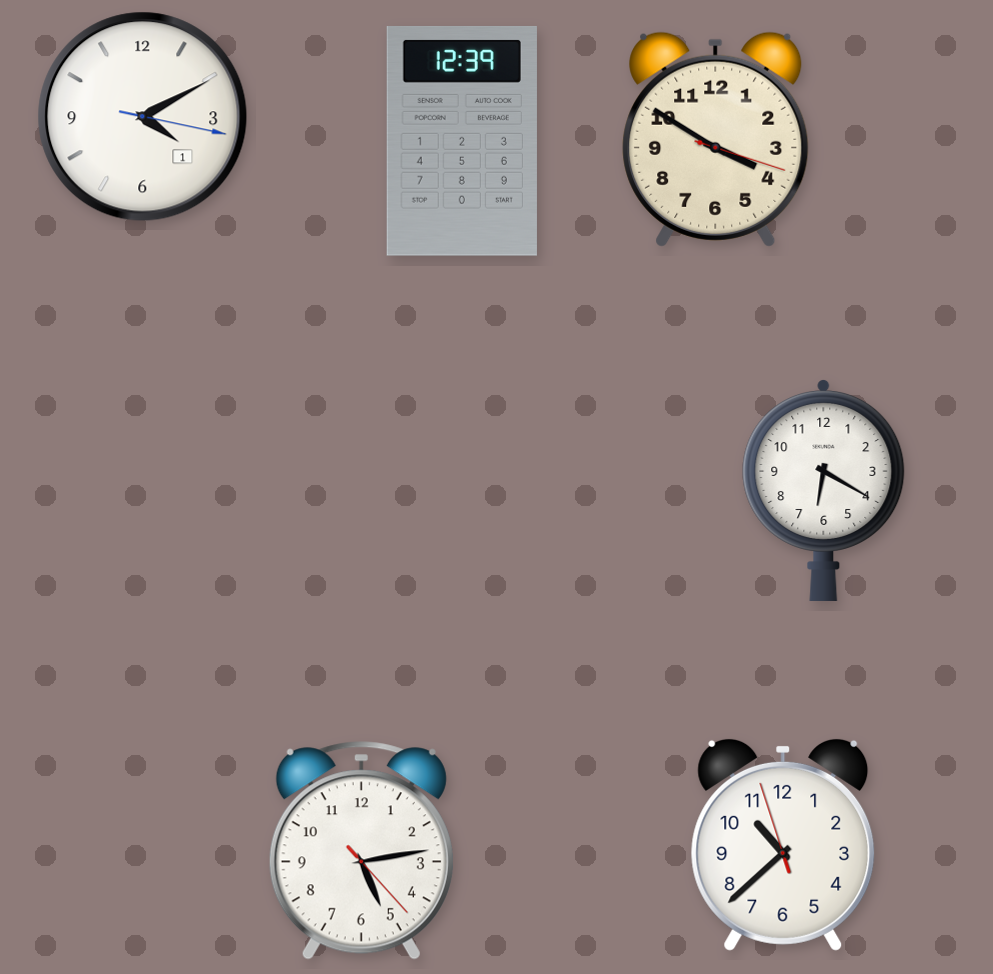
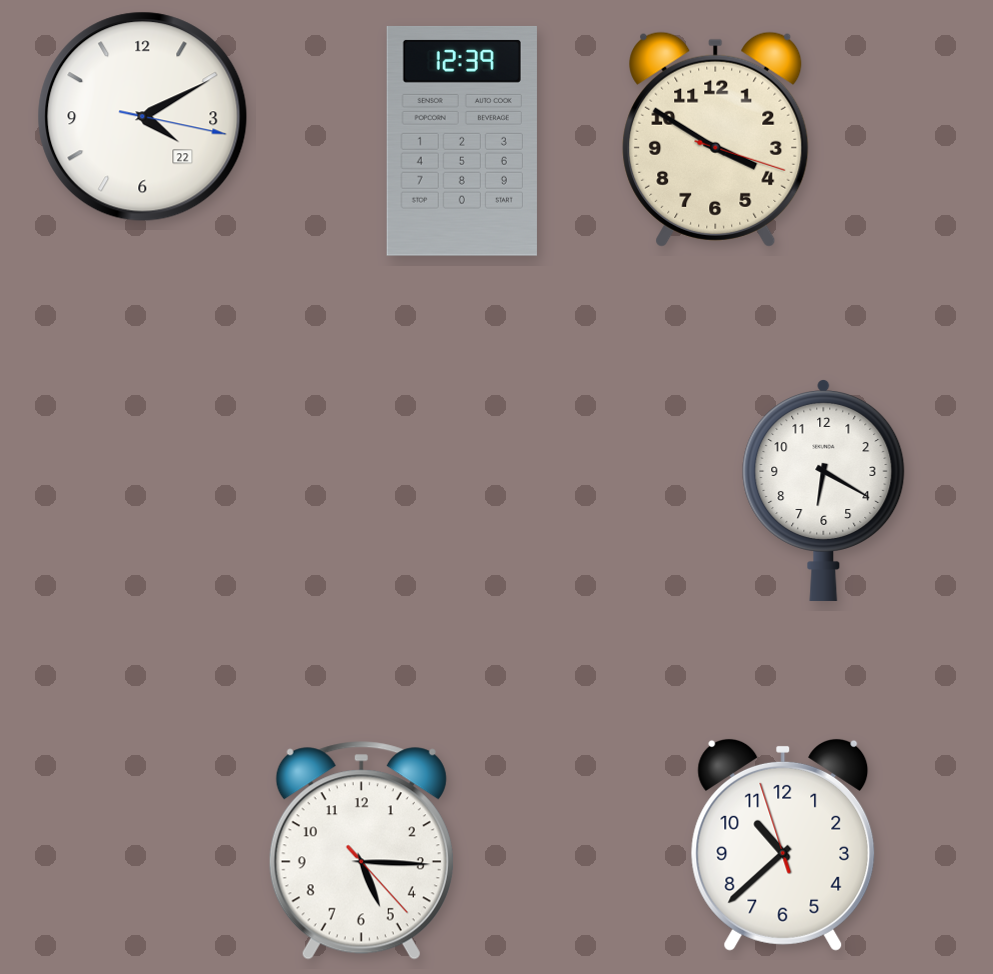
clock at (143, 117) date: 1 -> 22
clock at (361, 851): 5:13 -> 5:15
